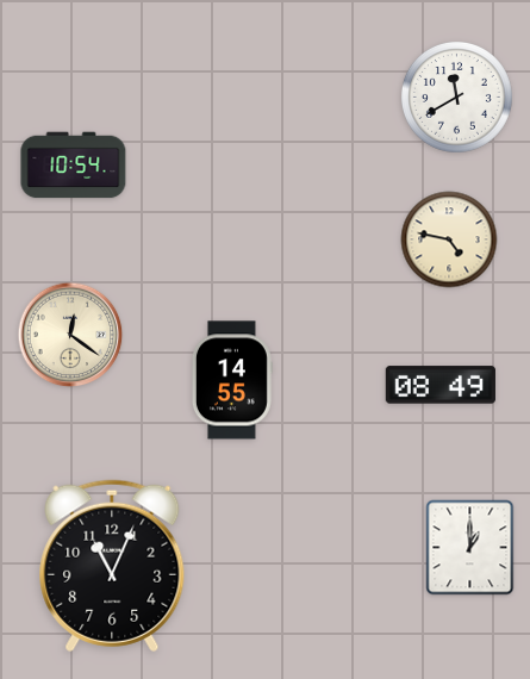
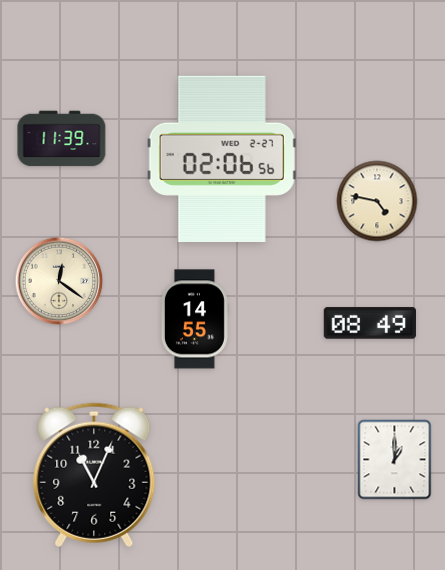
clock at (457, 98): 11:40 -> none
clock at (74, 166): 10:54 -> 11:39
clock at (222, 159): none -> 02:06
